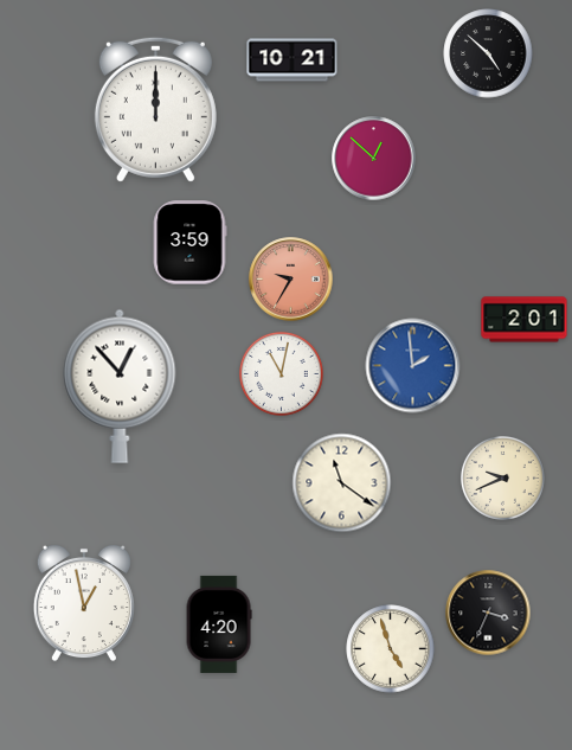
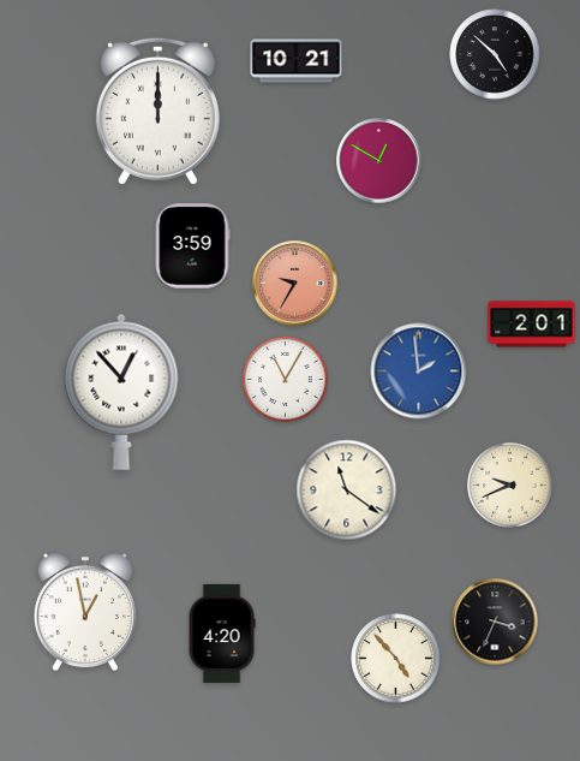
clock at (374, 159): 12:52 -> 12:50
clock at (281, 373): 11:02 -> 11:05
clock at (391, 649): 4:57 -> 4:53
